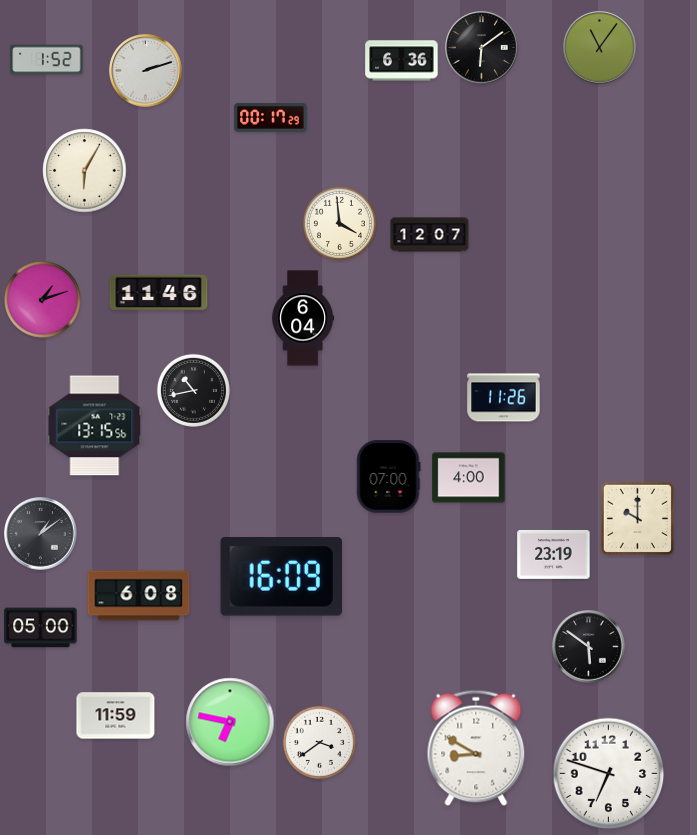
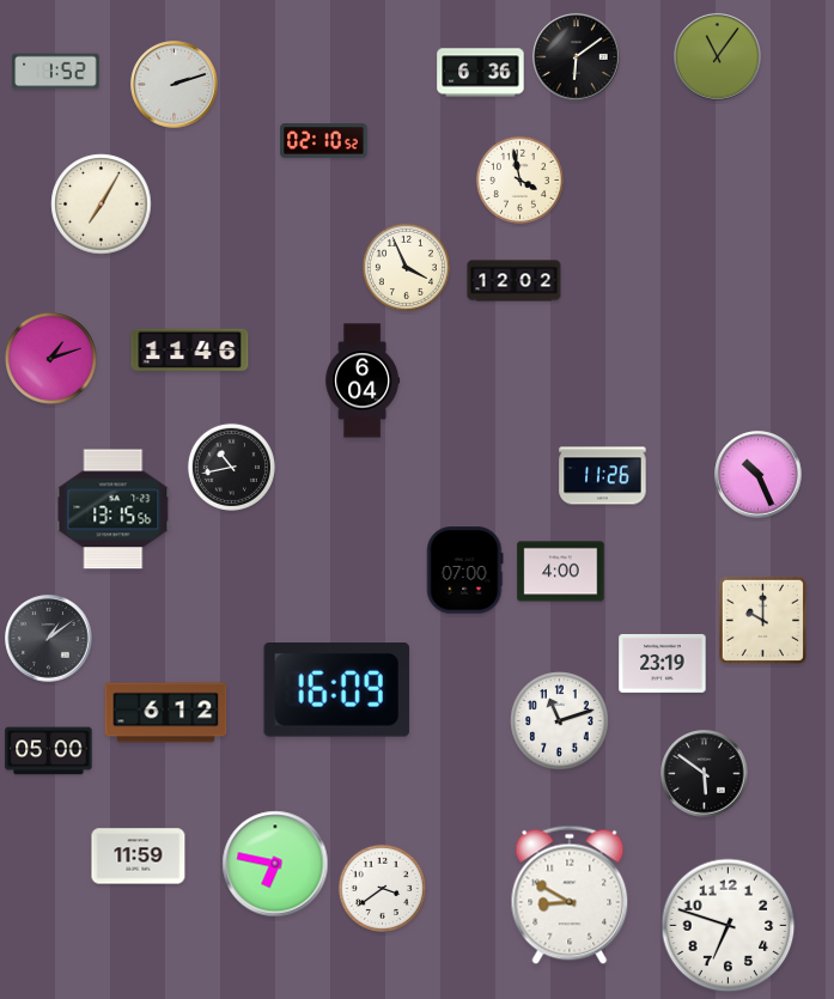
clock at (271, 118): 00:17 -> 02:10
clock at (519, 179): none -> 3:58
clock at (85, 171): 6:05 -> 7:05
clock at (339, 223): 3:59 -> 3:56
clock at (430, 235): 12:07 -> 12:02
clock at (759, 475): none -> 10:26
clock at (139, 596): 6:08 -> 6:12
clock at (560, 721): none -> 11:12
